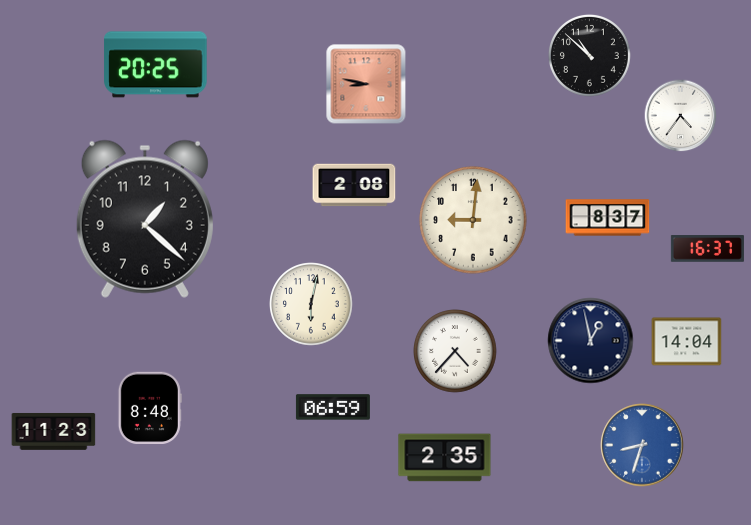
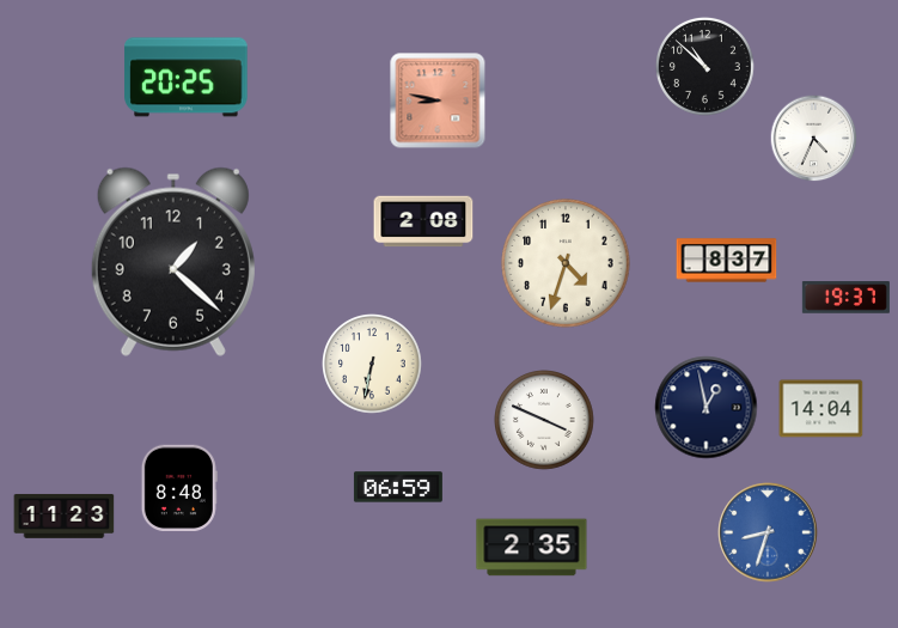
clock at (681, 116): 4:36 -> 4:34
clock at (473, 220): 9:01 -> 4:33
clock at (707, 249): 16:37 -> 19:37
clock at (311, 304): 6:02 -> 6:32
clock at (455, 351): 4:37 -> 3:49
